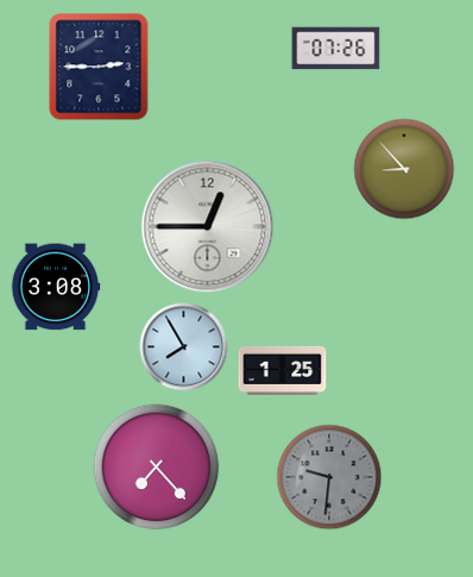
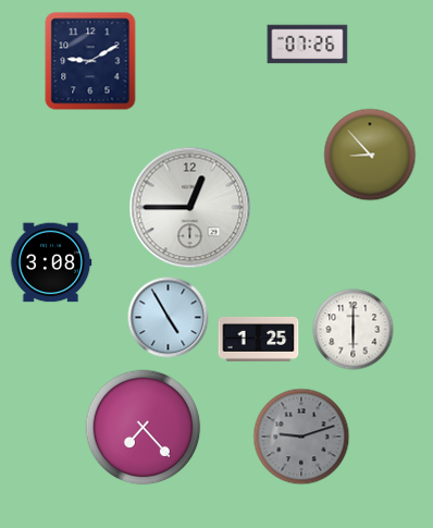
clock at (99, 67): 2:45 -> 9:10
clock at (184, 347): 7:55 -> 4:55
clock at (354, 330): none -> 6:00
clock at (329, 477): 9:31 -> 9:12
